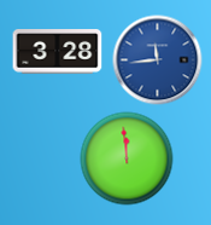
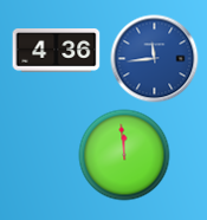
clock at (58, 52): 3:28 -> 4:36
